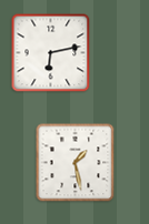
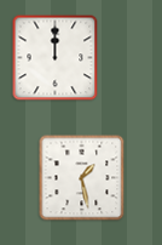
clock at (51, 53): 6:13 -> 12:00
